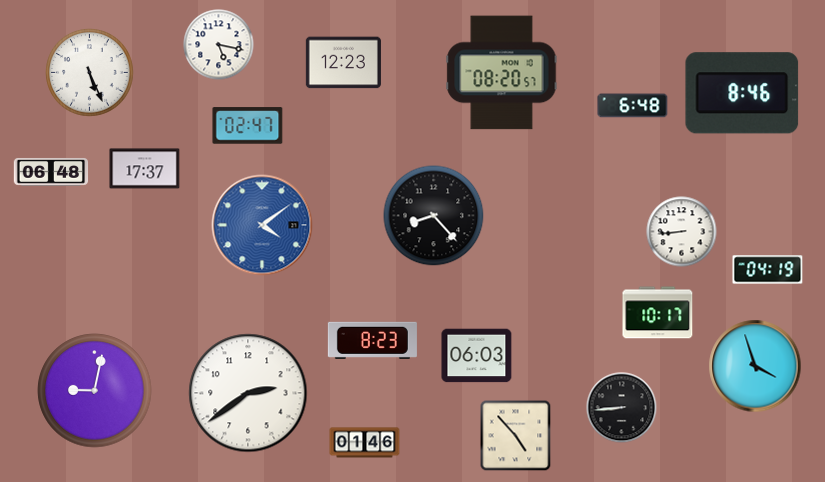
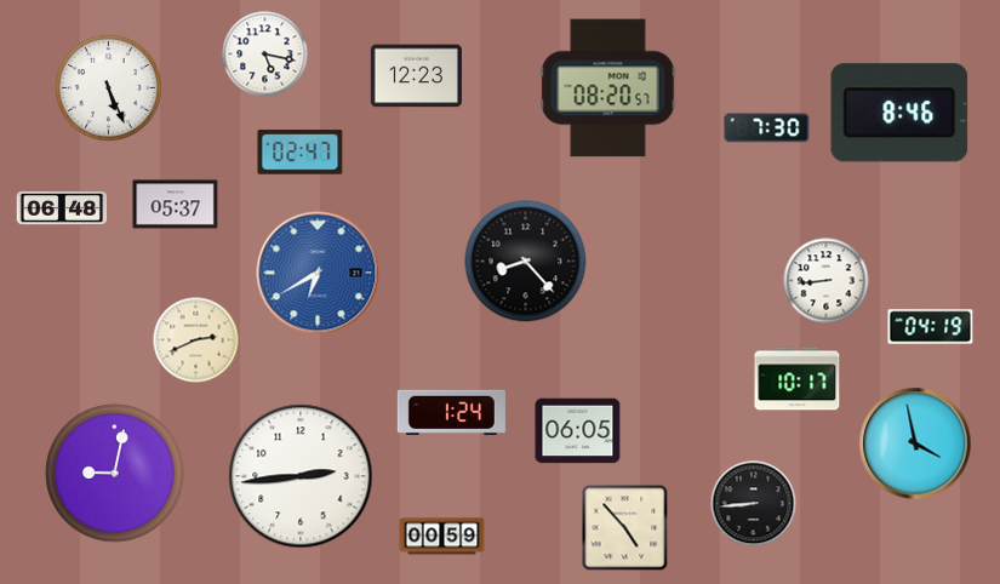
clock at (633, 106): 6:48 -> 7:30
clock at (145, 169): 17:37 -> 05:37
clock at (262, 225): 4:09 -> 6:40
clock at (196, 340): none -> 2:41
clock at (372, 340): 8:23 -> 1:24
clock at (477, 356): 06:03 -> 06:05
clock at (755, 366): 3:57 -> 3:58
clock at (248, 393): 2:39 -> 2:44
clock at (622, 408) position: (622, 408) -> (754, 504)
clock at (365, 443): 01:46 -> 00:59
